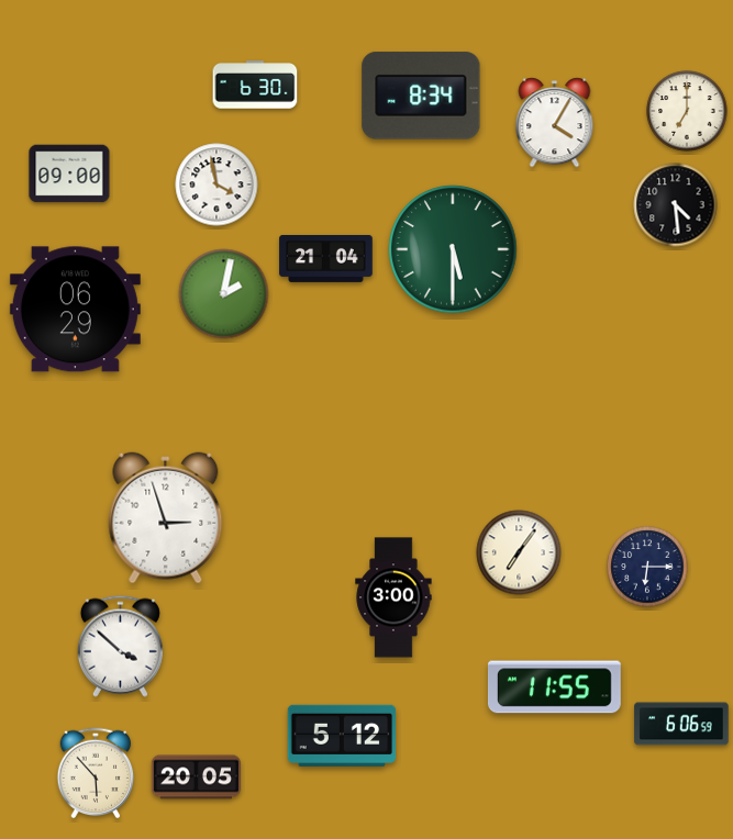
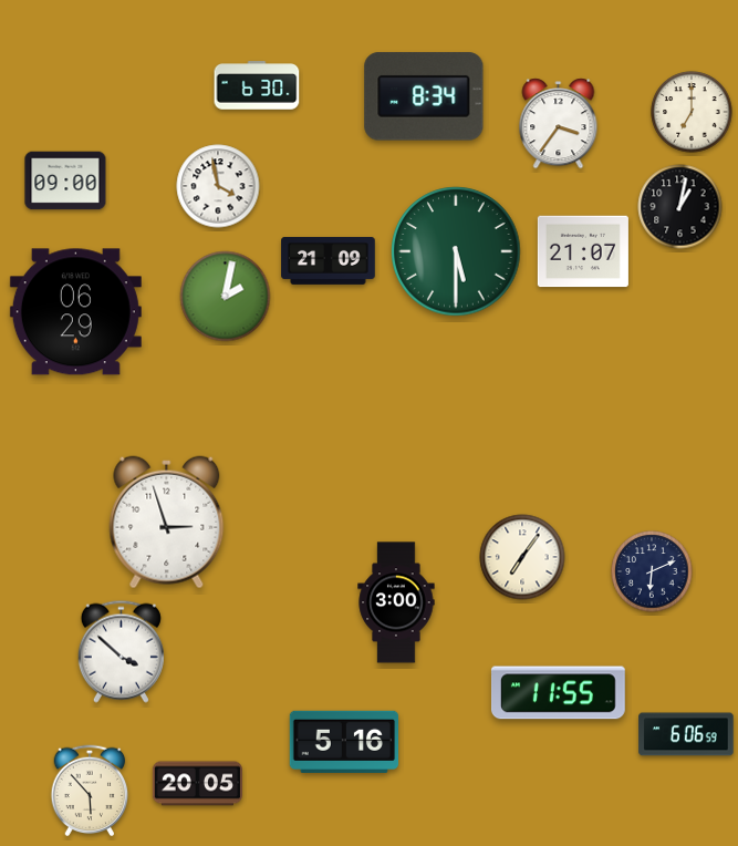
clock at (555, 123): 4:05 -> 3:36
clock at (69, 174) position: (69, 174) -> (65, 180)
clock at (676, 205): 4:29 -> 1:02
clock at (583, 251): none -> 21:07
clock at (326, 258): 21:04 -> 21:09
clock at (647, 567): 6:15 -> 6:11
clock at (681, 724) position: (681, 724) -> (686, 734)
clock at (342, 735): 5:12 -> 5:16
clock at (96, 773) position: (96, 773) -> (90, 791)
